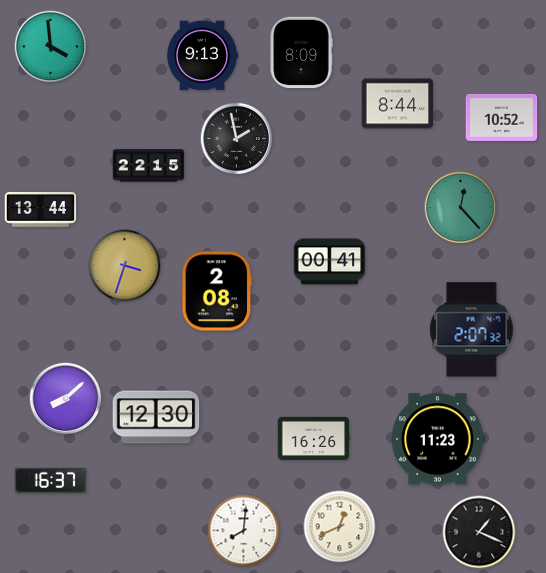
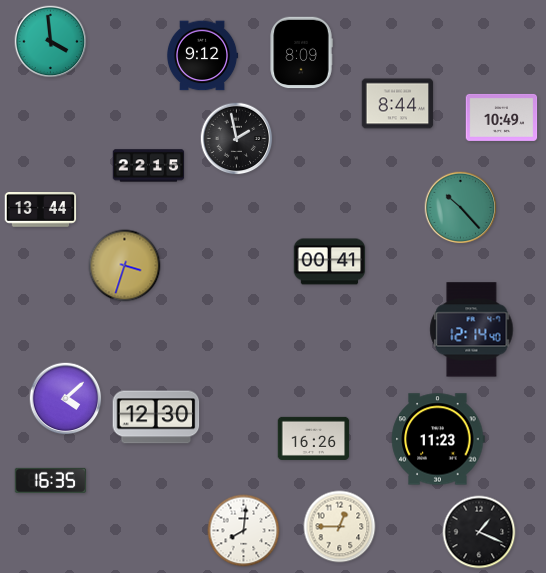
clock at (51, 47) position: (51, 47) -> (51, 42)
clock at (202, 56): 9:13 -> 9:12
clock at (502, 117): 10:52 -> 10:49
clock at (461, 208): 12:23 -> 10:23
clock at (217, 291): 2:08 -> none
clock at (472, 330): 2:07 -> 12:14
clock at (66, 399): 8:08 -> 4:08
clock at (51, 480): 16:37 -> 16:35
clock at (340, 527): 12:41 -> 12:45
